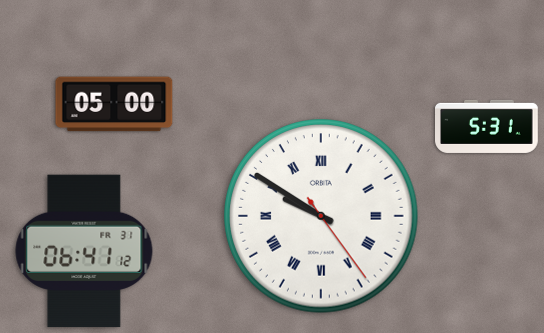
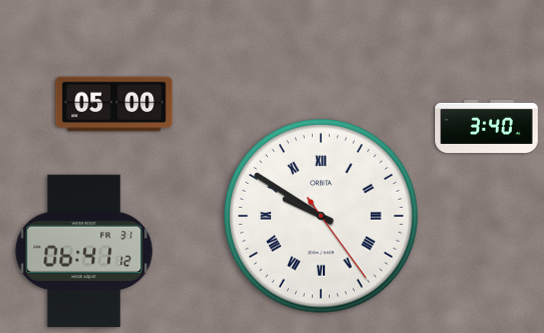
clock at (487, 126): 5:31 -> 3:40
